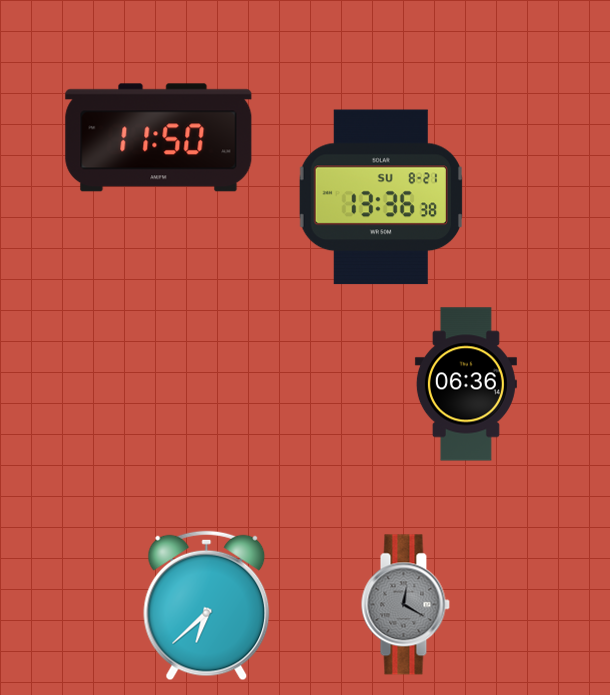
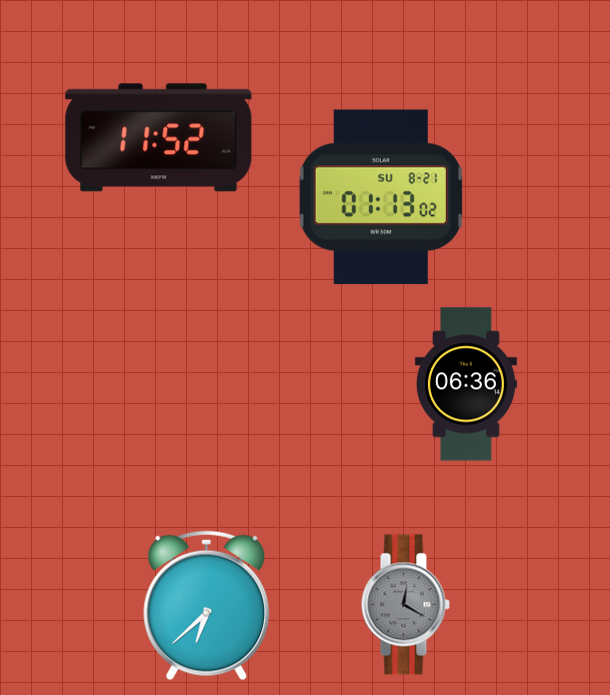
clock at (159, 138): 11:50 -> 11:52
clock at (381, 197): 13:36 -> 01:13
